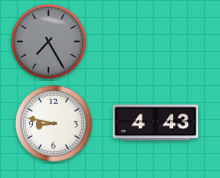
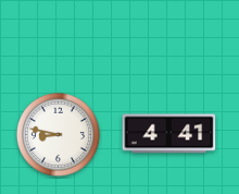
clock at (48, 41): 7:25 -> none
clock at (156, 123): 4:43 -> 4:41
